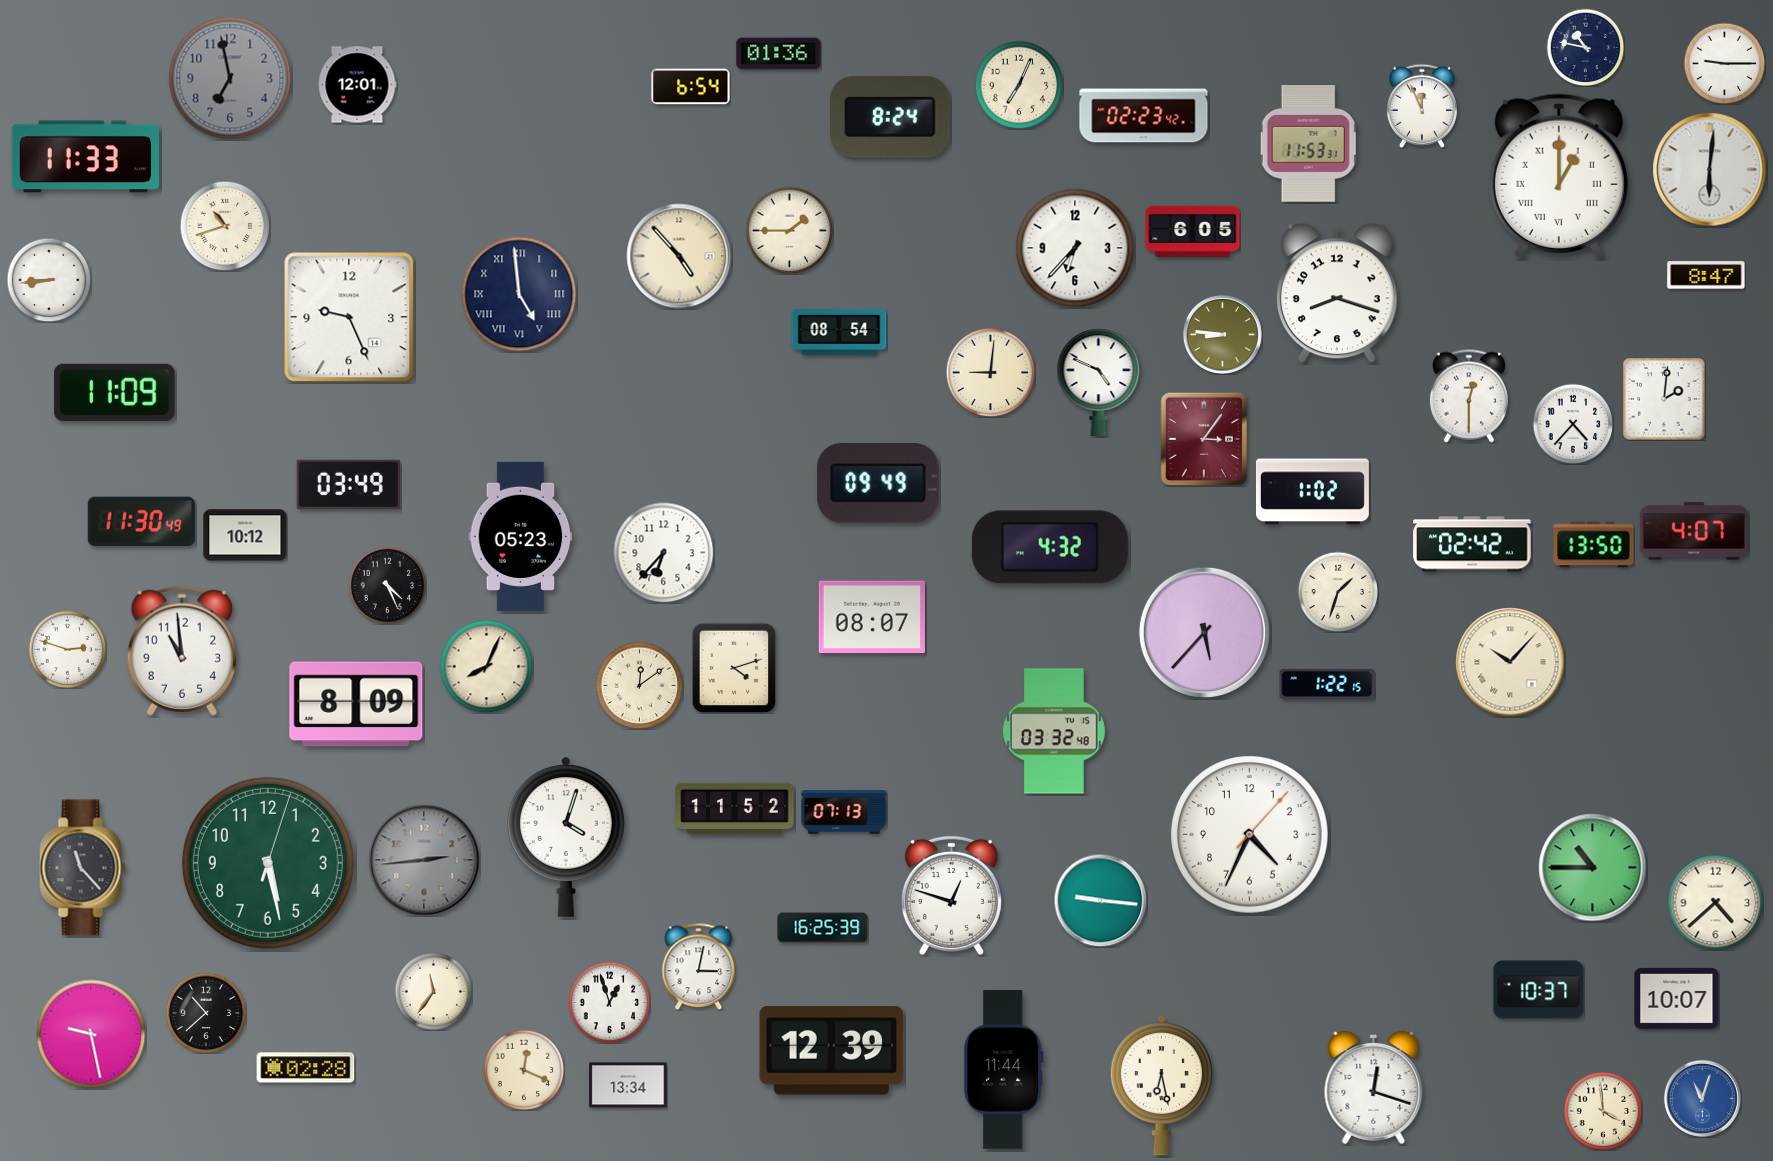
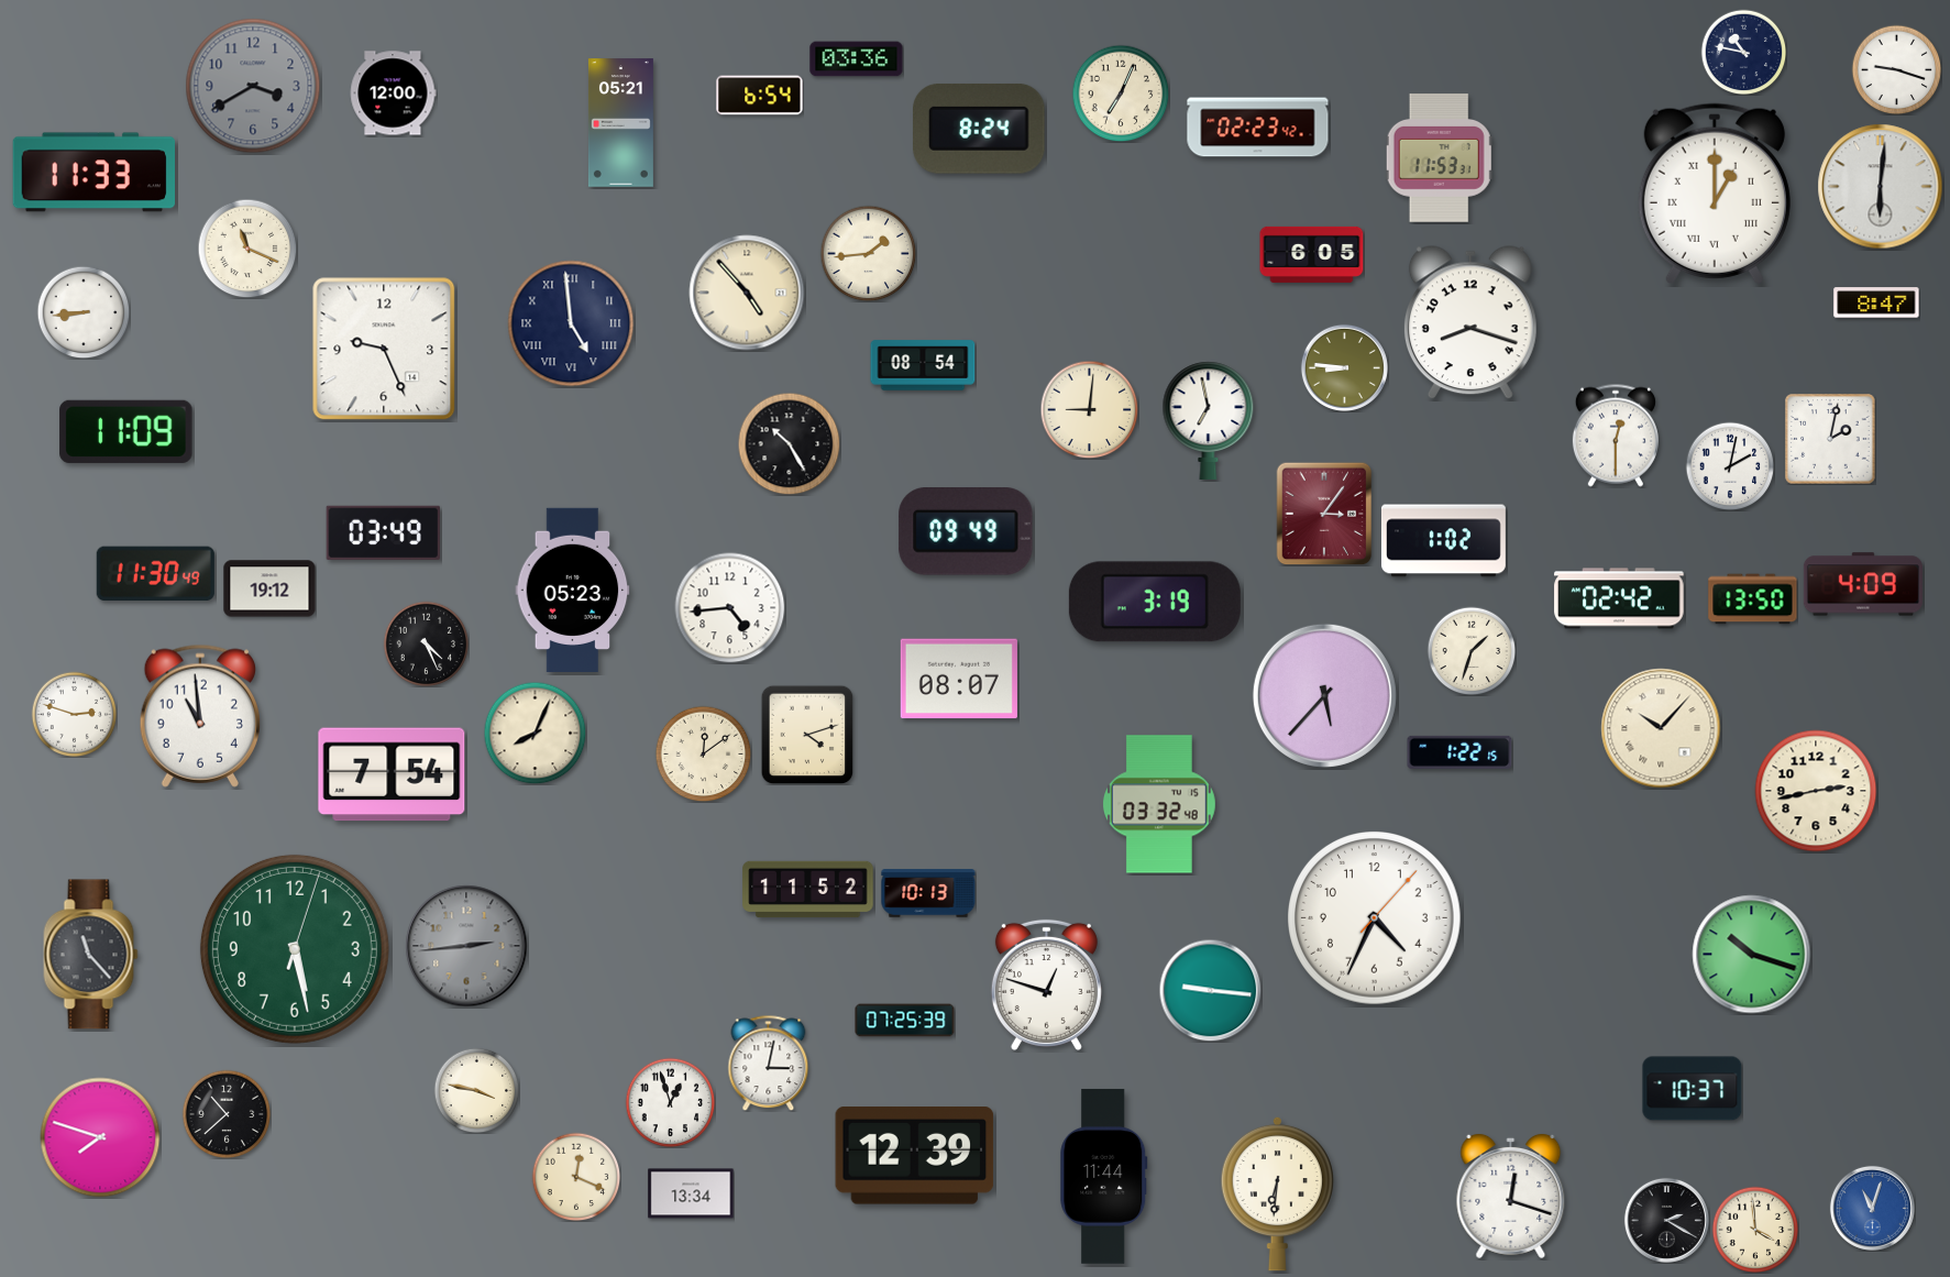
clock at (779, 54): 01:36 -> 03:36
clock at (1724, 63): 9:15 -> 9:18
clock at (230, 78): 6:58 -> 3:40
clock at (357, 85): 12:01 -> 12:00
clock at (1422, 106): 11:56 -> none
clock at (620, 123): none -> 05:21
clock at (225, 226): 10:42 -> 11:19
clock at (789, 230): 1:45 -> 1:44
clock at (1075, 248): 6:37 -> none
clock at (679, 256) position: (679, 256) -> (747, 293)
clock at (49, 280) position: (49, 280) -> (84, 312)
clock at (1099, 382): 4:49 -> 6:58
clock at (1664, 399): 2:01 -> 2:02
clock at (789, 443): none -> 10:25
clock at (1573, 424): 4:37 -> 2:02
clock at (1204, 439) position: (1204, 439) -> (1324, 514)
clock at (1694, 531): 4:07 -> 4:09
clock at (245, 535): 10:12 -> 19:12
clock at (1050, 547): 4:32 -> 3:19
clock at (664, 553): 6:37 -> 4:44
clock at (356, 704): 8:09 -> 7:54
clock at (1816, 791): none -> 2:43
clock at (844, 812): 07:13 -> 10:13
clock at (566, 837): 4:03 -> none
clock at (1593, 868): 10:45 -> 10:18
clock at (1715, 902): 4:38 -> none
clock at (823, 928): 16:25 -> 07:25
clock at (433, 991): 11:36 -> 3:47
clock at (1677, 998): 10:07 -> none
clock at (91, 1034): 9:28 -> 7:48
clock at (306, 1068): 02:28 -> none
clock at (1161, 1085): 6:28 -> 6:31
clock at (1666, 1220): none -> 2:20
clock at (1603, 1111) position: (1603, 1111) -> (1755, 1230)
